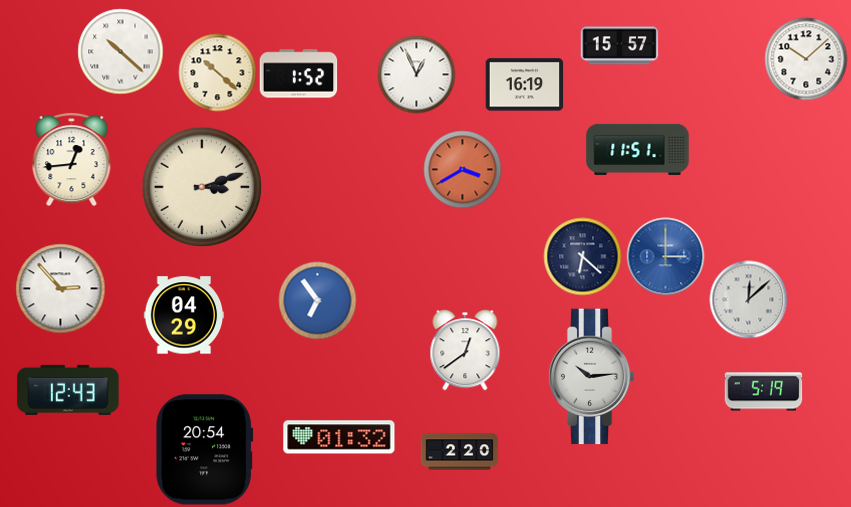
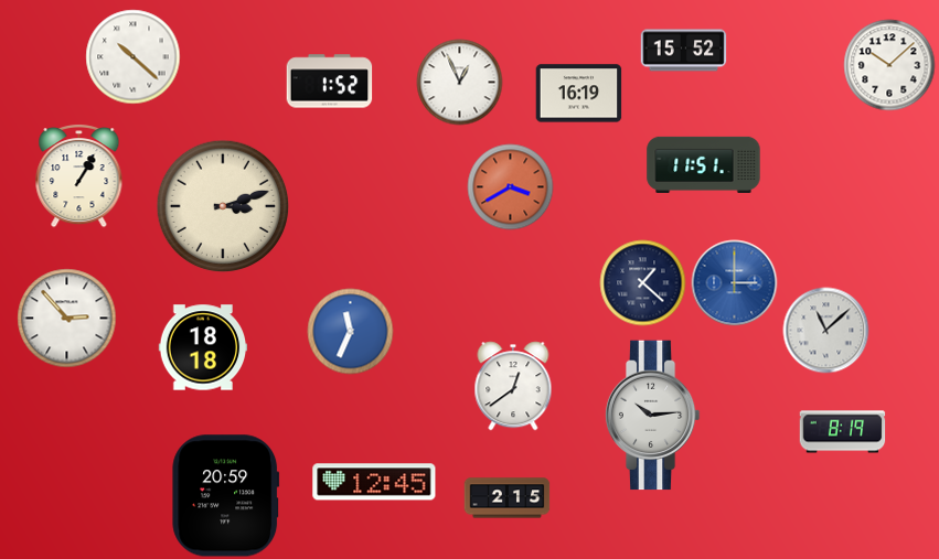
clock at (619, 46): 15:57 -> 15:52
clock at (217, 72): 10:22 -> none
clock at (72, 160): 12:44 -> 1:05
clock at (582, 256): 6:22 -> 1:22
clock at (748, 299): 12:08 -> 11:08
clock at (317, 300): 6:54 -> 11:34
clock at (184, 315): 04:29 -> 18:18
clock at (68, 390): 12:43 -> none
clock at (763, 392): 5:19 -> 8:19
clock at (339, 437): 01:32 -> 12:45
clock at (205, 450): 20:54 -> 20:59
clock at (459, 452): 2:20 -> 2:15
